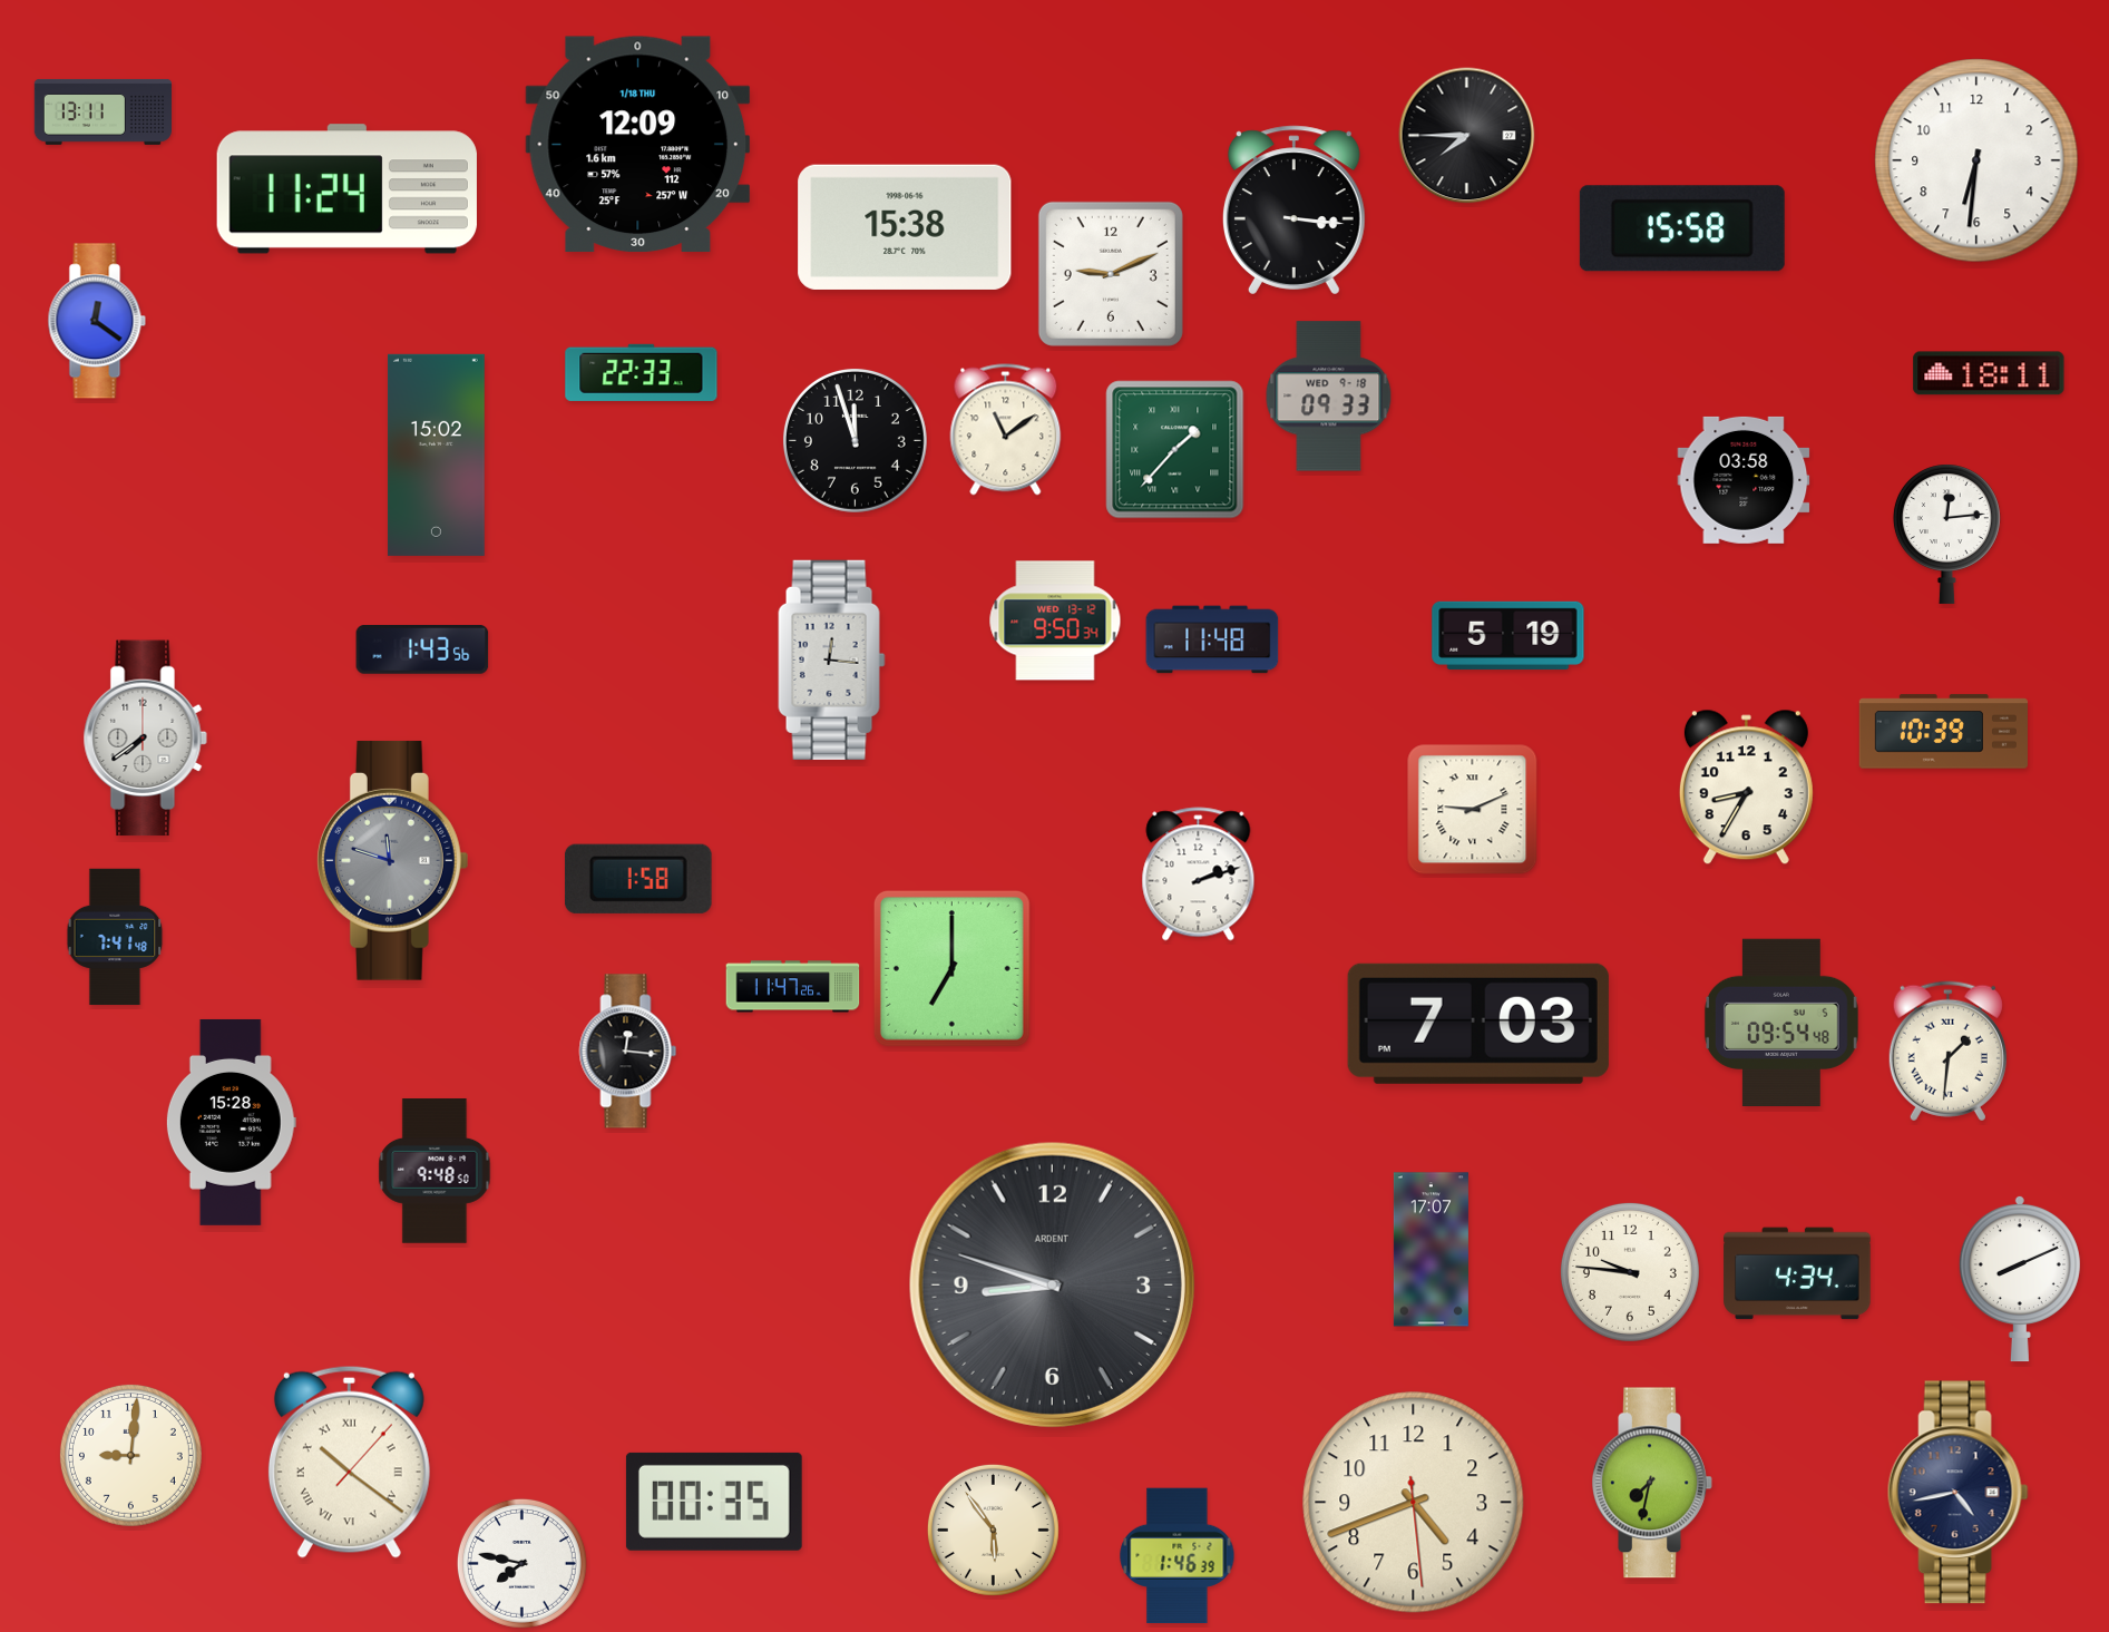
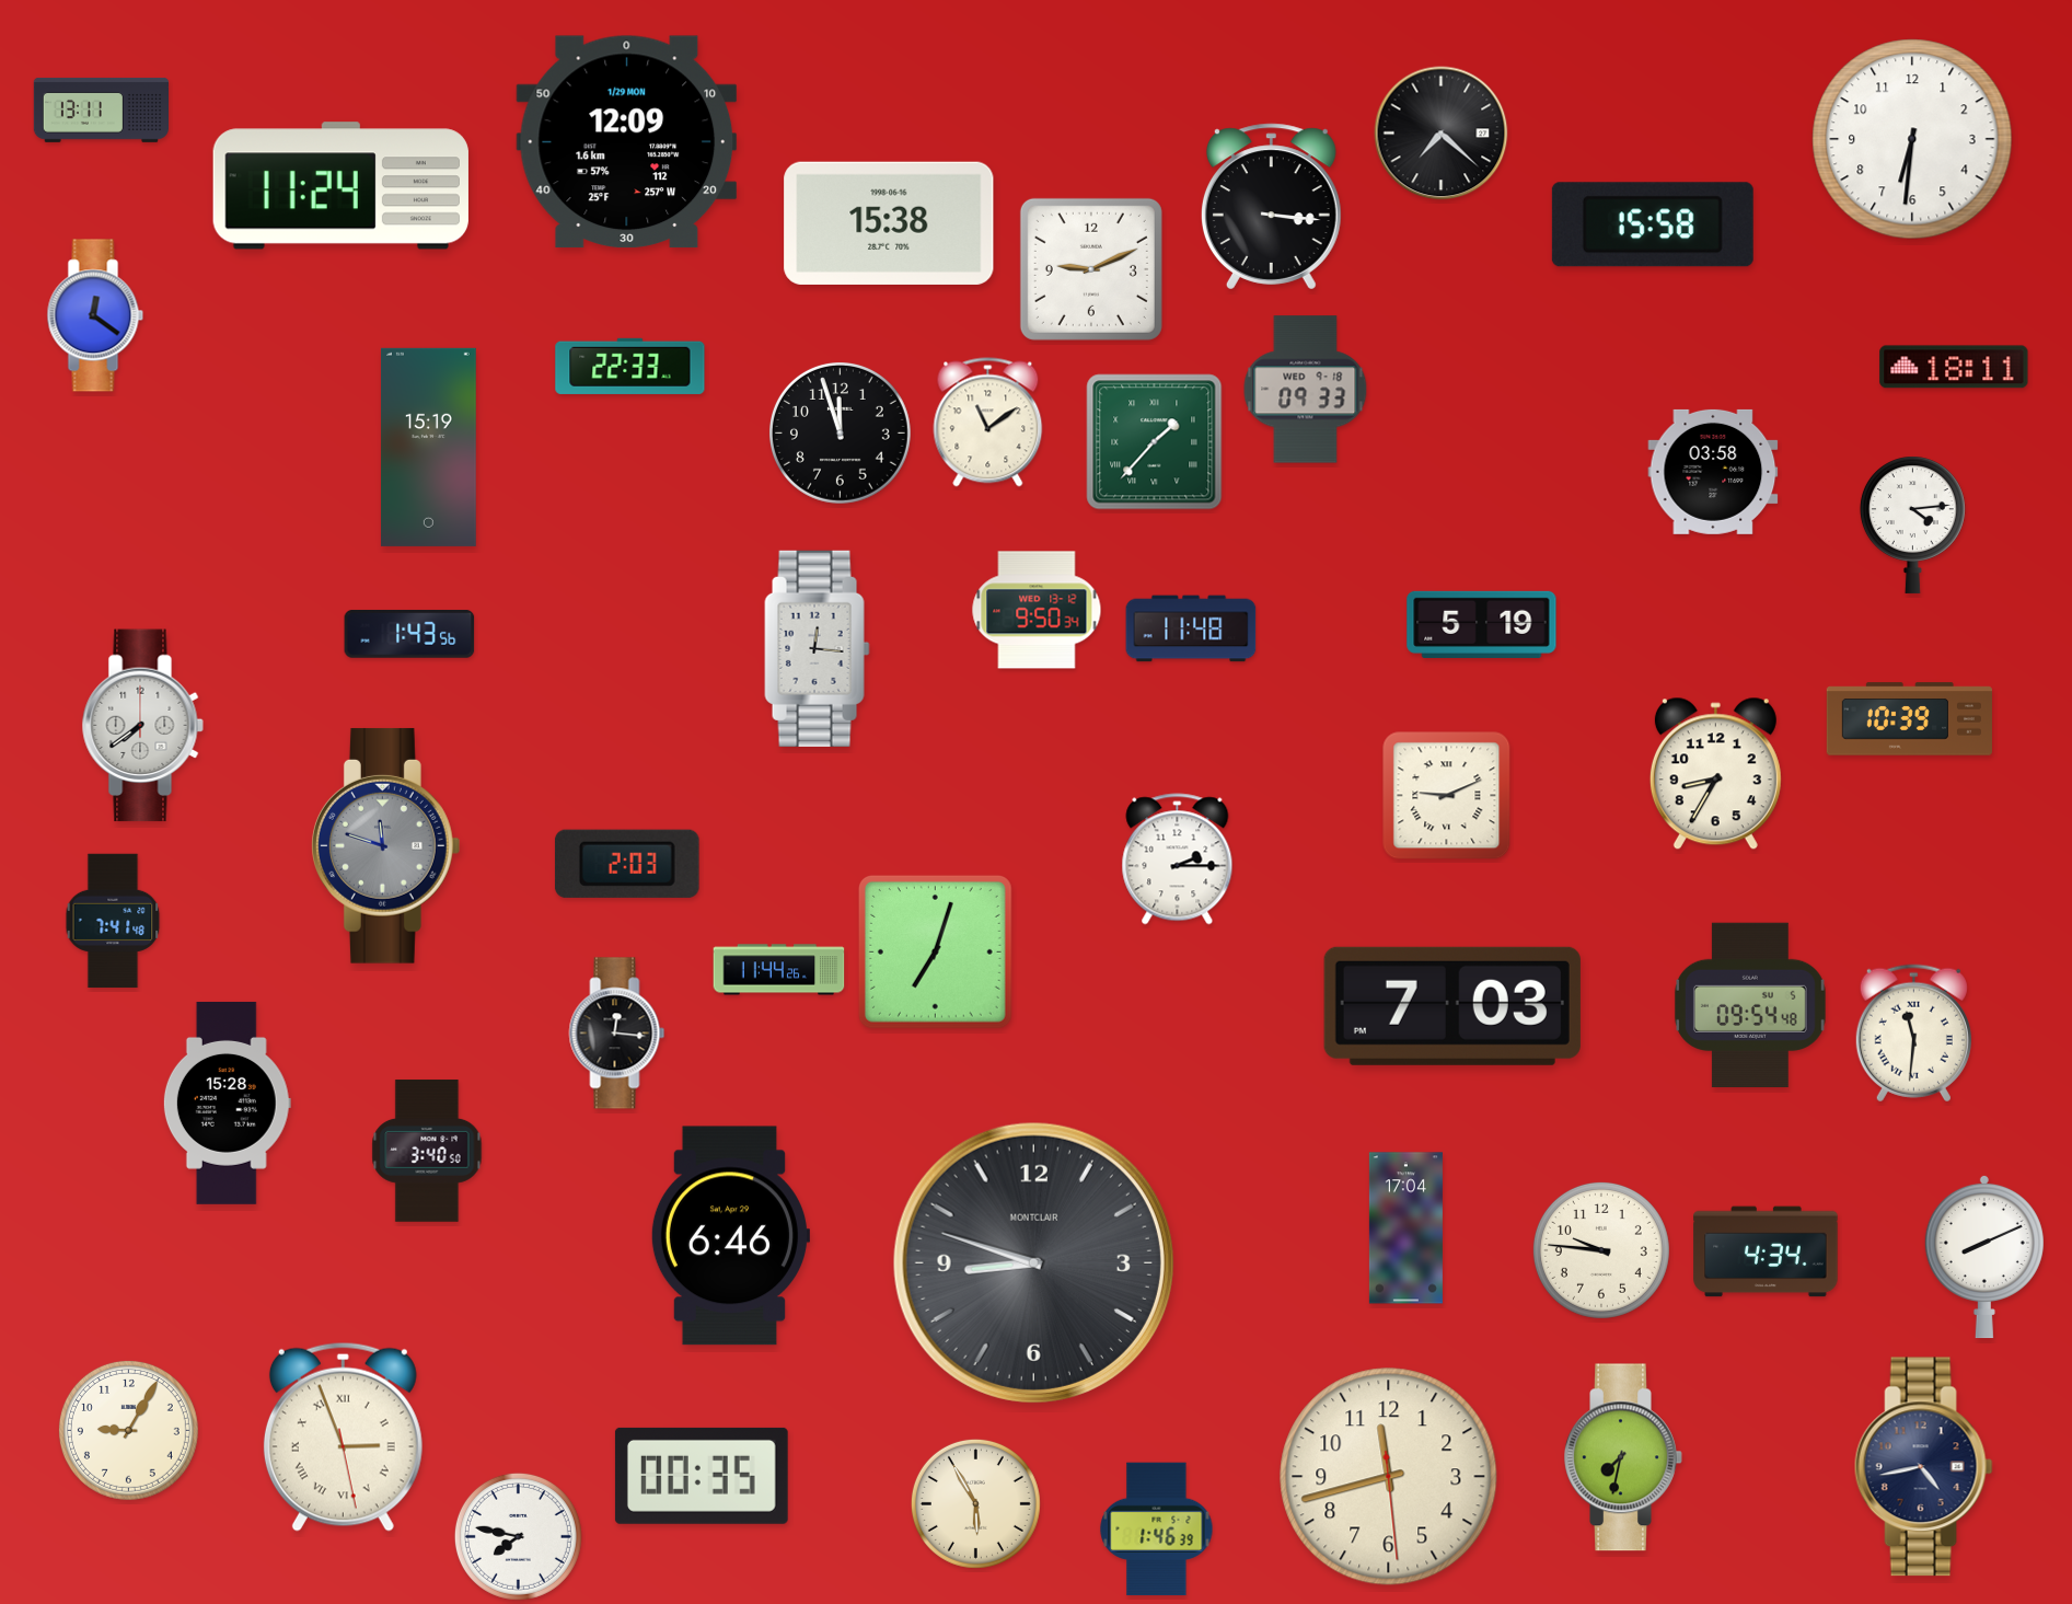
clock at (1467, 136): 7:45 -> 7:22
clock at (638, 145) date: 1/18 THU -> 1/29 MON
clock at (1976, 160) position: (1976, 160) -> (1912, 139)
clock at (436, 455): 15:02 -> 15:19
clock at (1946, 534): 12:14 -> 4:14
clock at (422, 651) position: (422, 651) -> (409, 635)
clock at (1199, 874): 2:12 -> 2:15
clock at (638, 879): 1:58 -> 2:03
clock at (951, 968): 7:00 -> 7:03
clock at (793, 987): 11:47 -> 11:44
clock at (1947, 1052): 1:31 -> 11:31
clock at (435, 1171): 9:48 -> 3:40
clock at (1431, 1250): 17:07 -> 17:04
clock at (729, 1236): none -> 6:46
clock at (1052, 1284) brand: ARDENT -> MONTCLAIR
clock at (130, 1455): 9:01 -> 9:05
clock at (349, 1462): 10:21 -> 2:56
clock at (1414, 1503): 4:41 -> 11:42
clock at (993, 1530): 5:54 -> 5:55
clock at (521, 1563) position: (521, 1563) -> (518, 1536)
